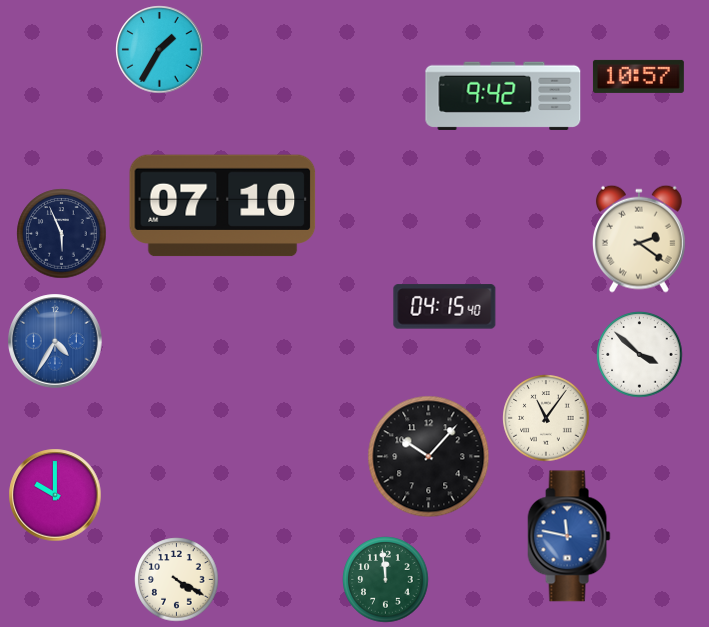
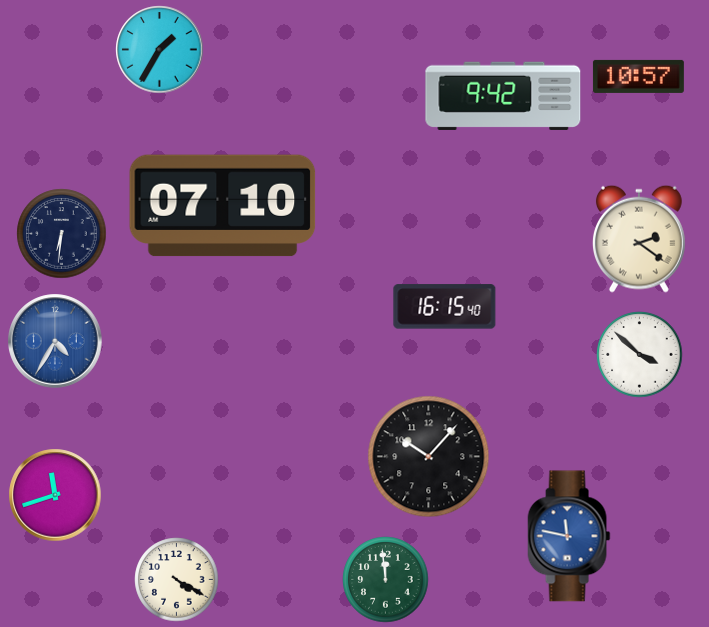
clock at (62, 234): 5:56 -> 6:31
clock at (445, 307): 04:15 -> 16:15
clock at (546, 418): 11:06 -> none
clock at (55, 495): 10:00 -> 11:42
